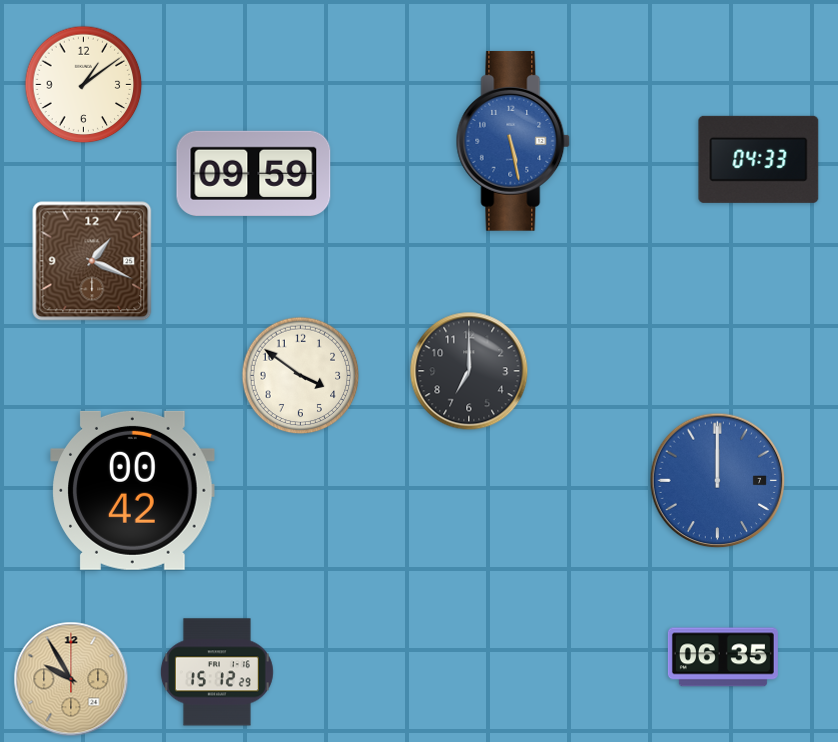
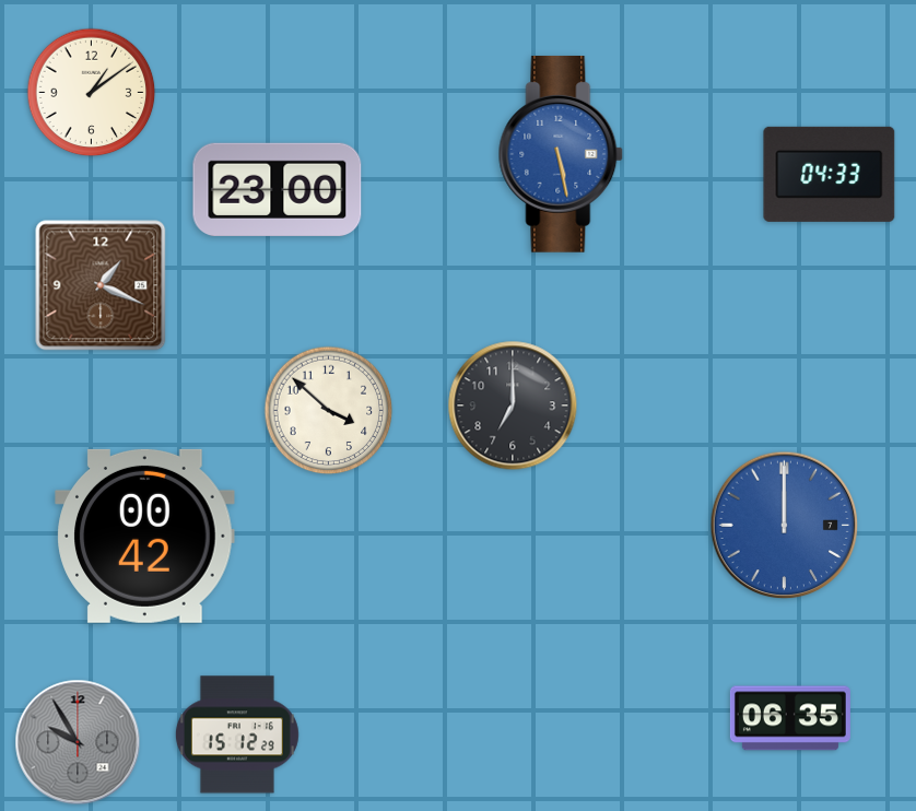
clock at (254, 173): 09:59 -> 23:00
clock at (301, 376): 3:51 -> 3:52
clock at (71, 679) dial: champagne -> grey
